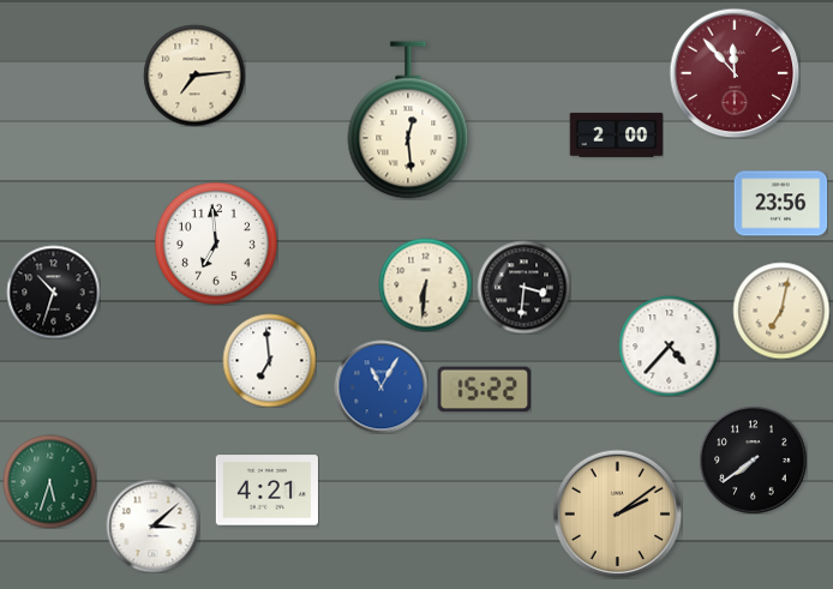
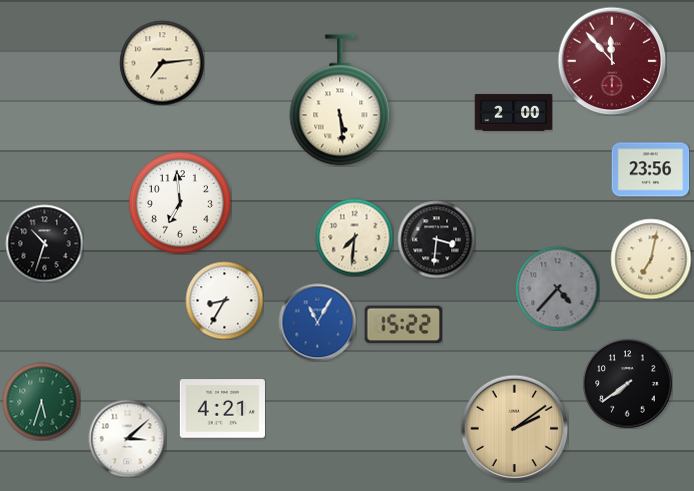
clock at (408, 120): 12:29 -> 5:29
clock at (425, 284): 6:31 -> 7:31
clock at (669, 345) dial: white -> grey
clock at (269, 360): 6:59 -> 8:35
